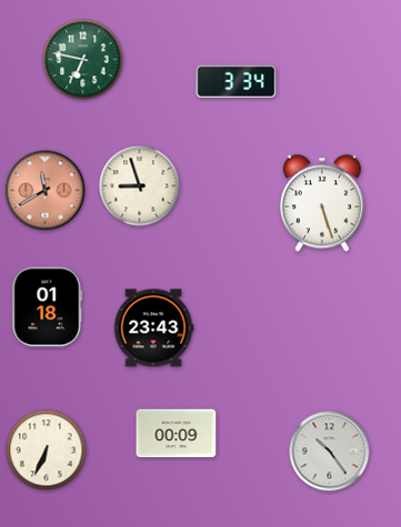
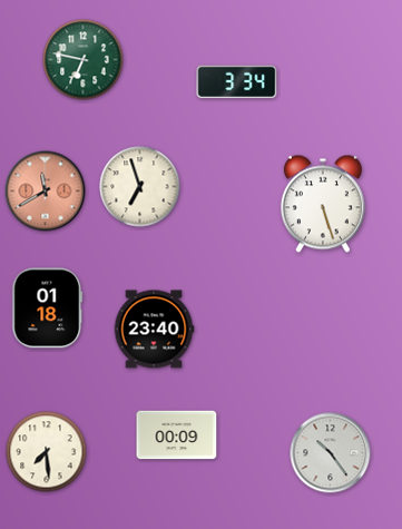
clock at (140, 186): 8:57 -> 6:57
clock at (153, 328): 23:43 -> 23:40
clock at (47, 450): 6:34 -> 7:29
